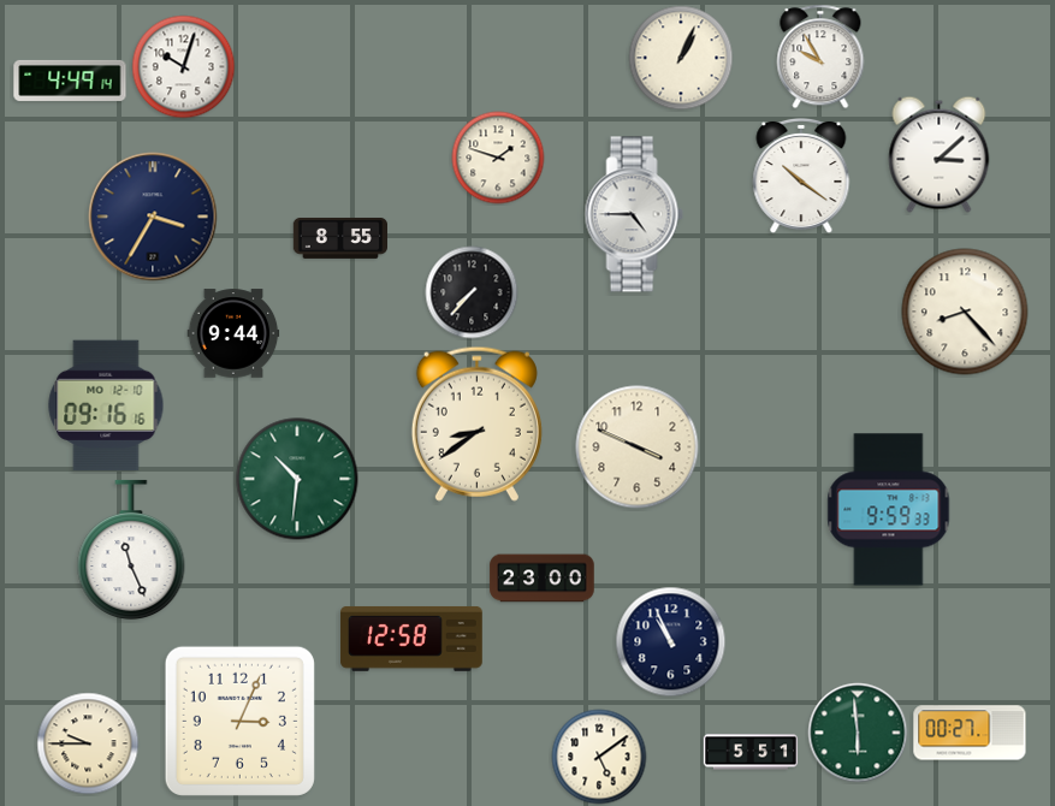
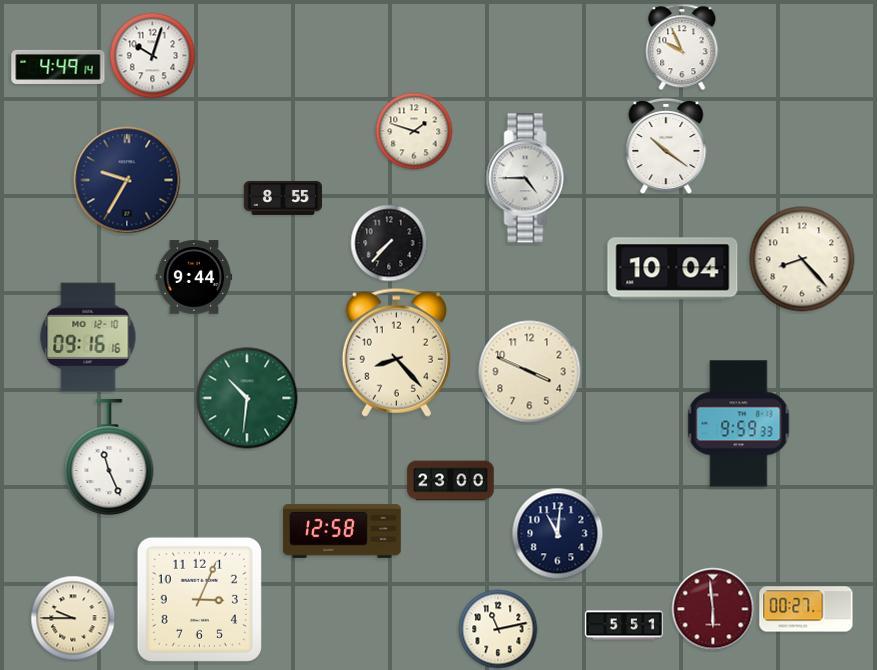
clock at (820, 57): 9:55 -> 9:56
clock at (681, 58): 1:04 -> none
clock at (940, 154): 3:08 -> none
clock at (153, 217): 3:35 -> 9:35
clock at (472, 292) position: (472, 292) -> (389, 243)
clock at (673, 269): none -> 10:04
clock at (476, 423): 8:39 -> 8:23
clock at (671, 642): 10:56 -> 11:01
clock at (858, 733) dial: green -> burgundy
clock at (599, 757): 5:09 -> 11:13
